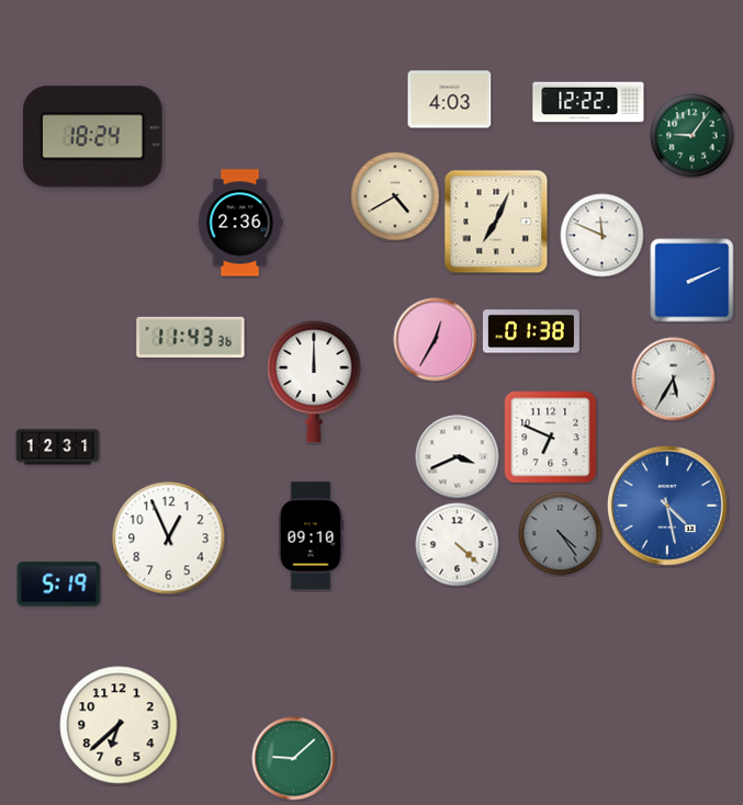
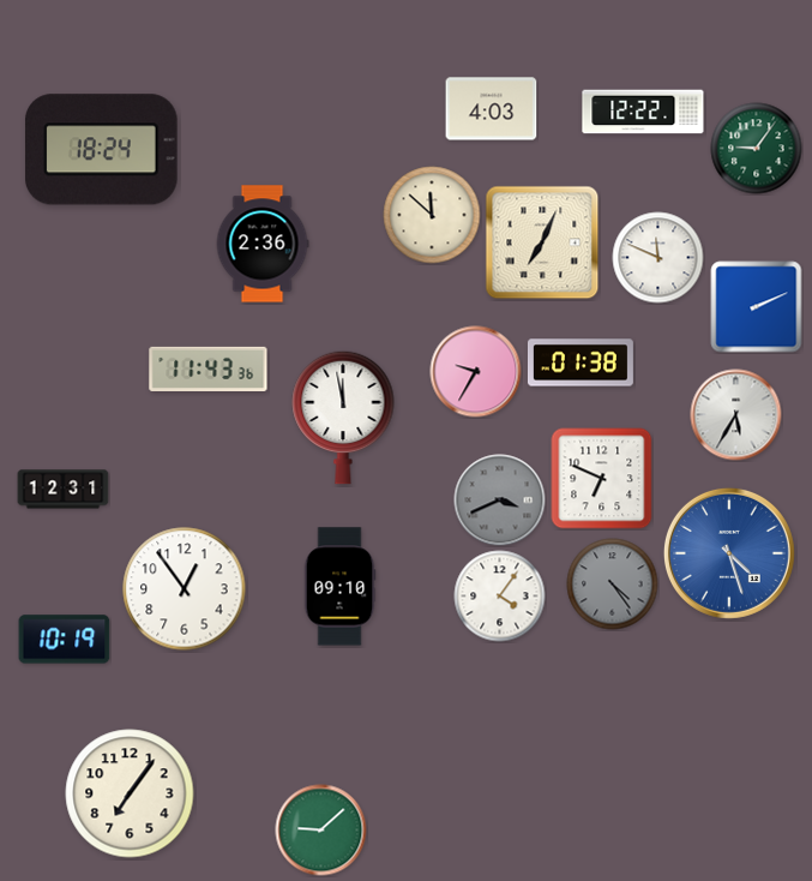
clock at (395, 196): 4:40 -> 11:52
clock at (436, 340): 12:35 -> 9:35
clock at (314, 382): 12:00 -> 11:58
clock at (458, 457) dial: white -> grey
clock at (667, 506): 4:28 -> 4:27
clock at (169, 538): 12:56 -> 12:54
clock at (458, 545): 4:22 -> 4:06
clock at (59, 585): 5:19 -> 10:19
clock at (119, 725): 6:38 -> 7:06
